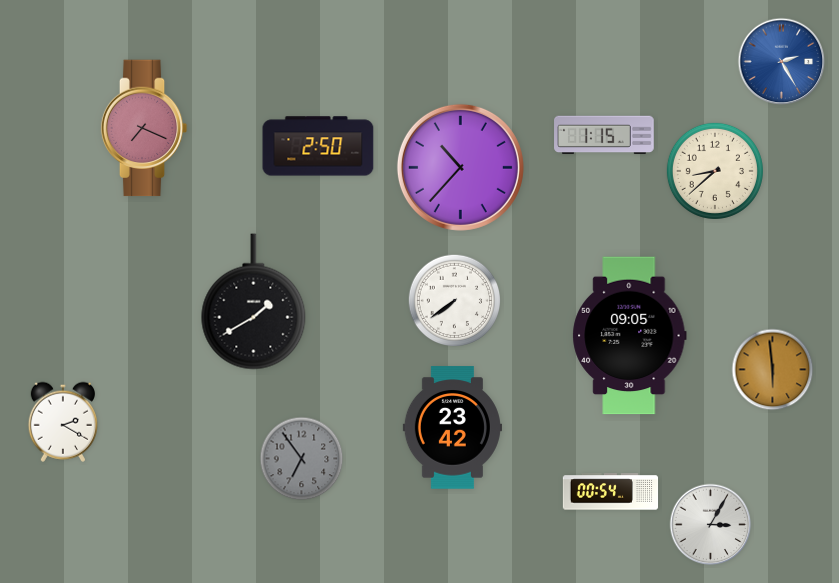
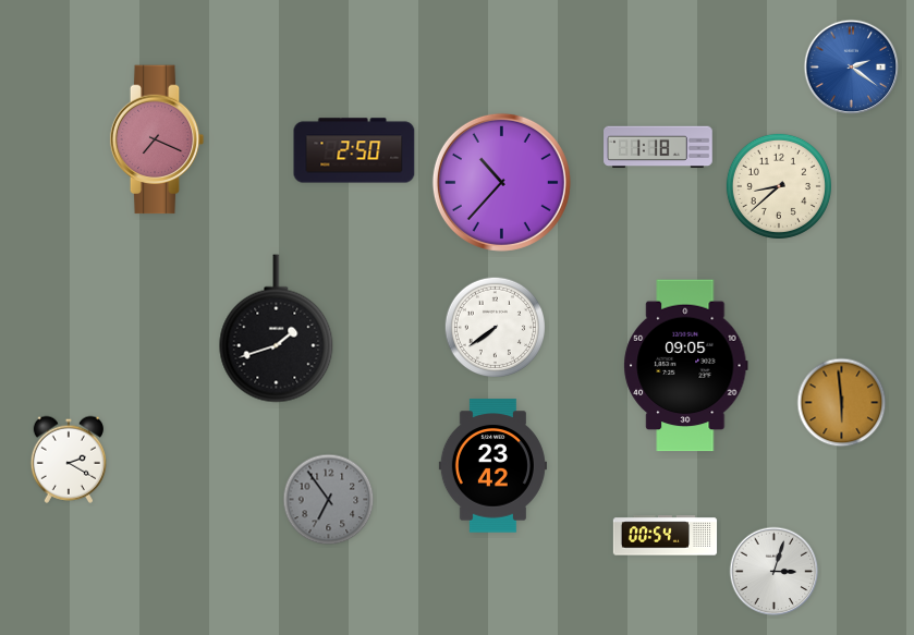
clock at (782, 62): 2:25 -> 2:21
clock at (604, 135): 1:15 -> 1:18
clock at (318, 146) position: (318, 146) -> (354, 150)
clock at (254, 302): 1:40 -> 1:42
clock at (711, 525): 3:05 -> 3:03
